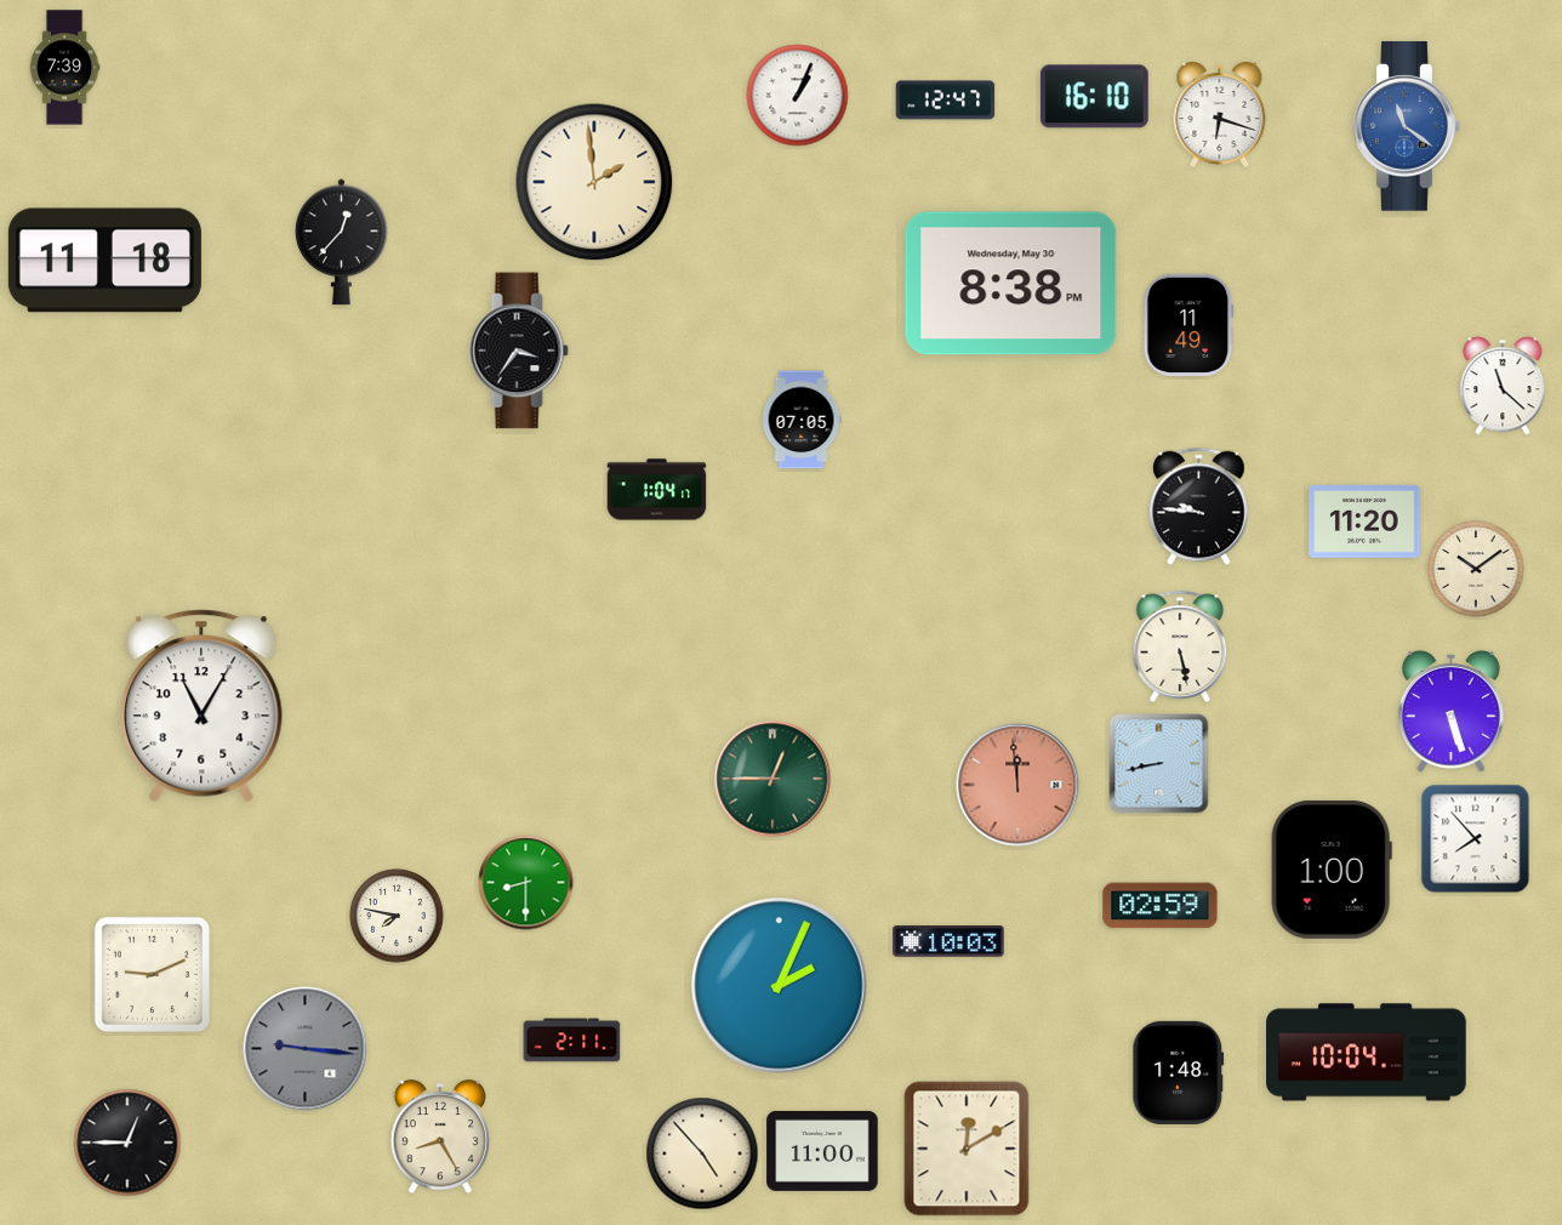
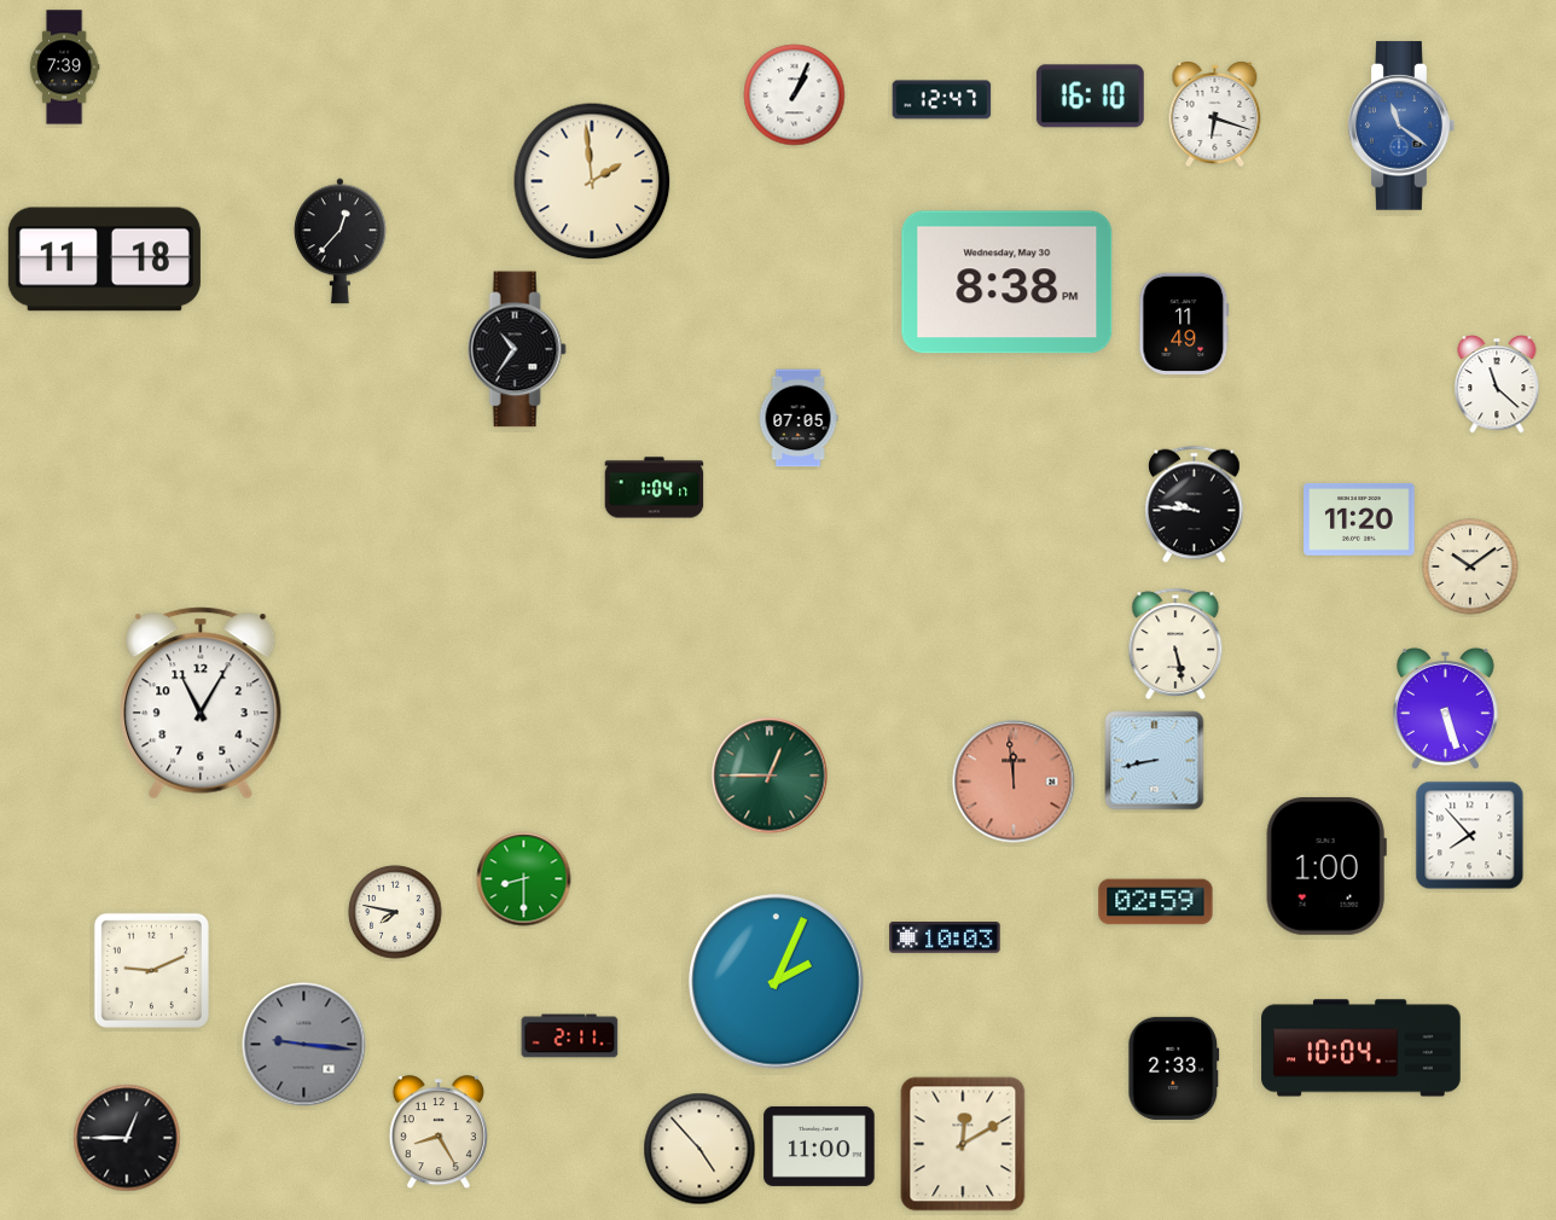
clock at (519, 351): 3:36 -> 10:36
clock at (1179, 1072): 1:48 -> 2:33
